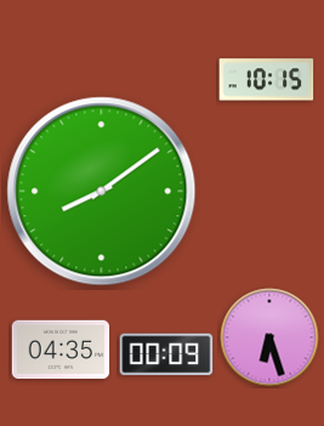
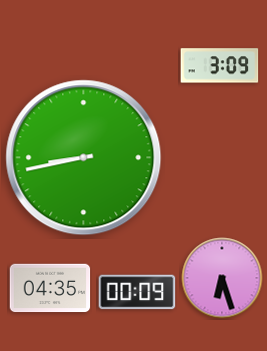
clock at (267, 80): 10:15 -> 3:09
clock at (102, 192): 8:09 -> 8:43
